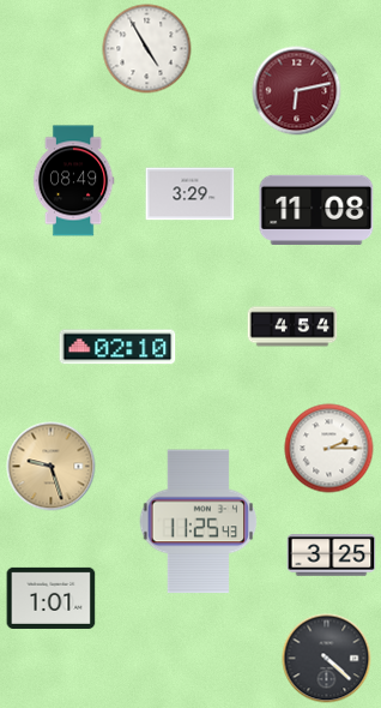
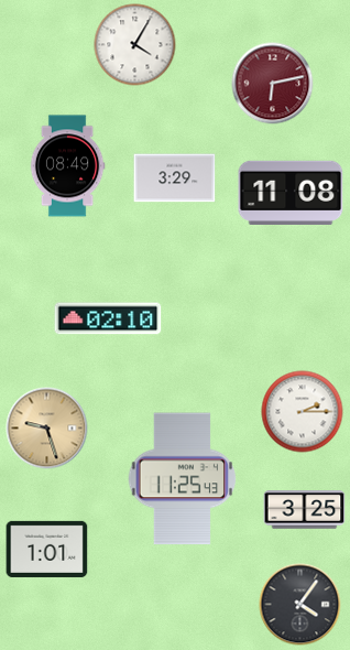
clock at (147, 49): 4:55 -> 4:05
clock at (292, 326): 4:54 -> none
clock at (327, 659): 4:22 -> 4:06
